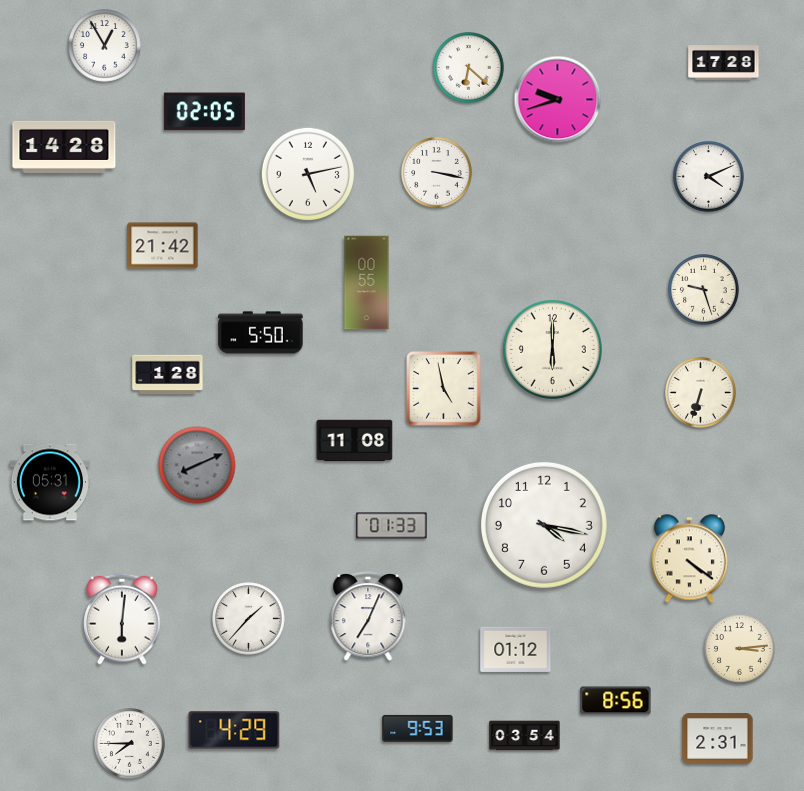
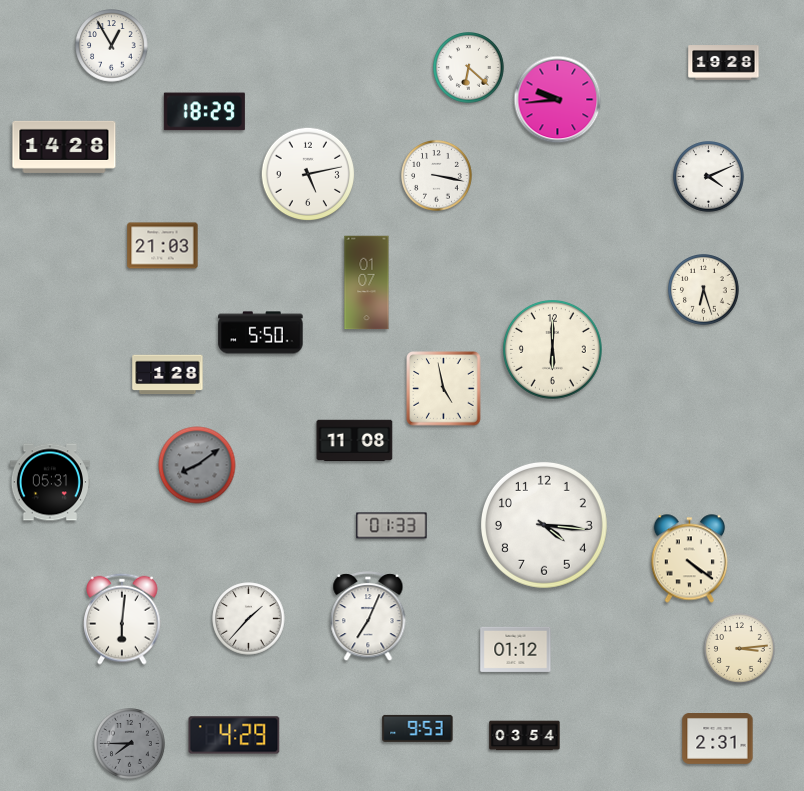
clock at (105, 46) position: (105, 46) -> (112, 46)
clock at (724, 63): 17:28 -> 19:28
clock at (558, 100): 9:42 -> 9:44
clock at (204, 112): 02:05 -> 18:29
clock at (437, 173) position: (437, 173) -> (437, 176)
clock at (163, 246): 21:42 -> 21:03
clock at (367, 283): 00:55 -> 01:07
clock at (704, 290): 9:27 -> 6:27
clock at (701, 393): 6:33 -> none
clock at (197, 465): 8:11 -> 8:09
clock at (544, 525): 4:17 -> 4:16
clock at (616, 701): 8:56 -> none
clock at (234, 730) position: (234, 730) -> (234, 735)
clock at (130, 744) dial: white -> grey
